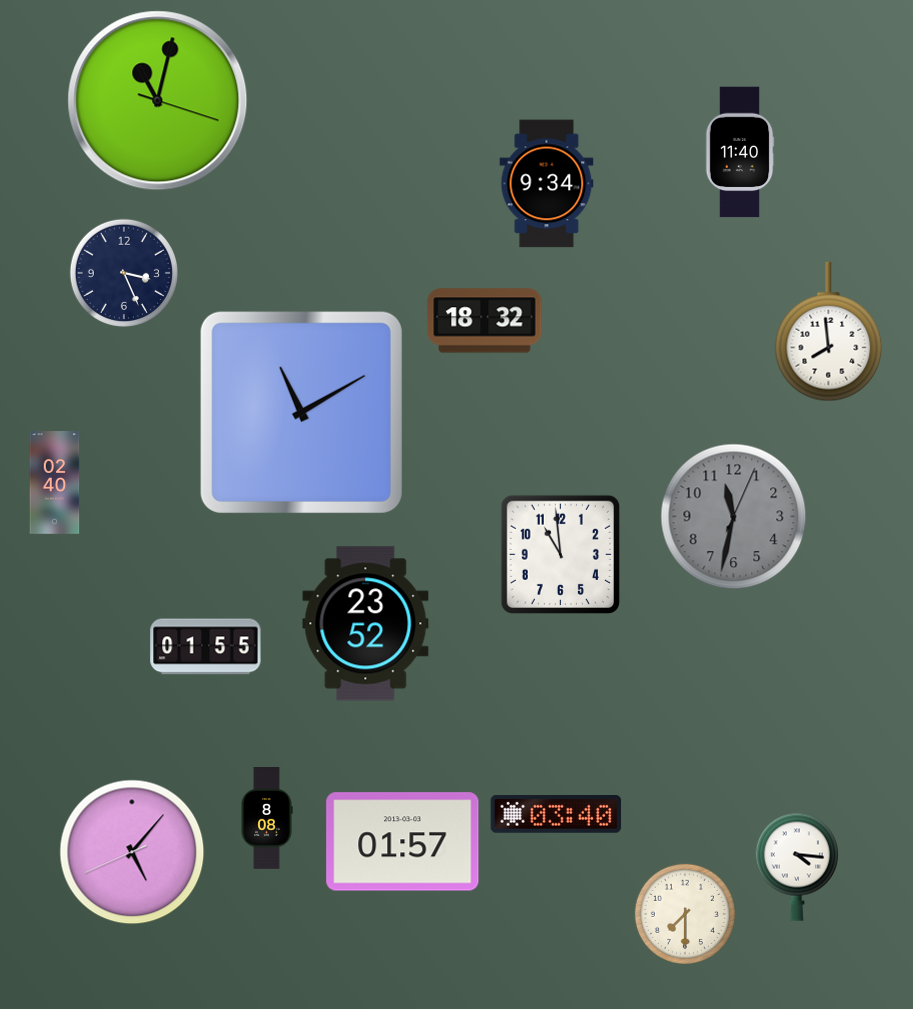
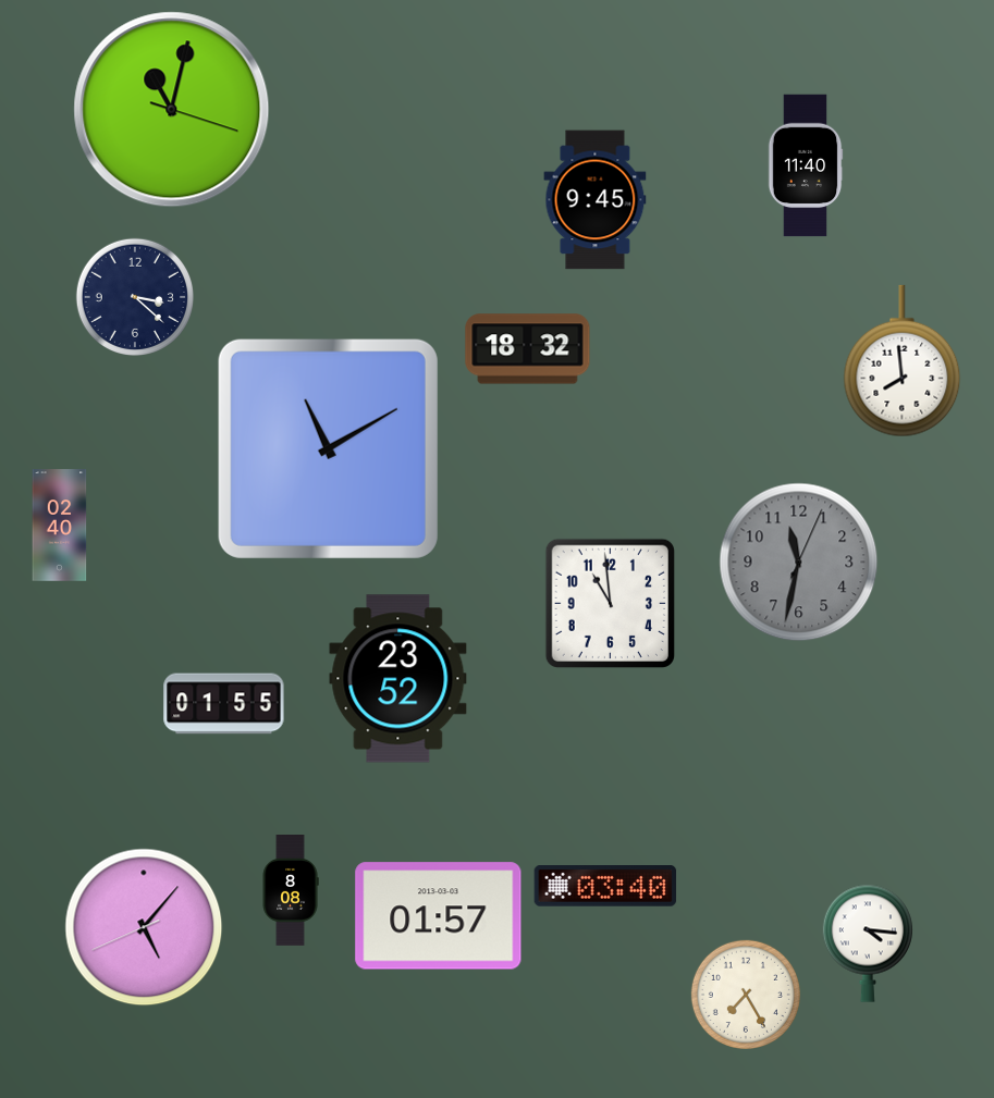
clock at (547, 184): 9:34 -> 9:45
clock at (123, 272): 3:26 -> 3:22
clock at (685, 914): 7:30 -> 7:25
